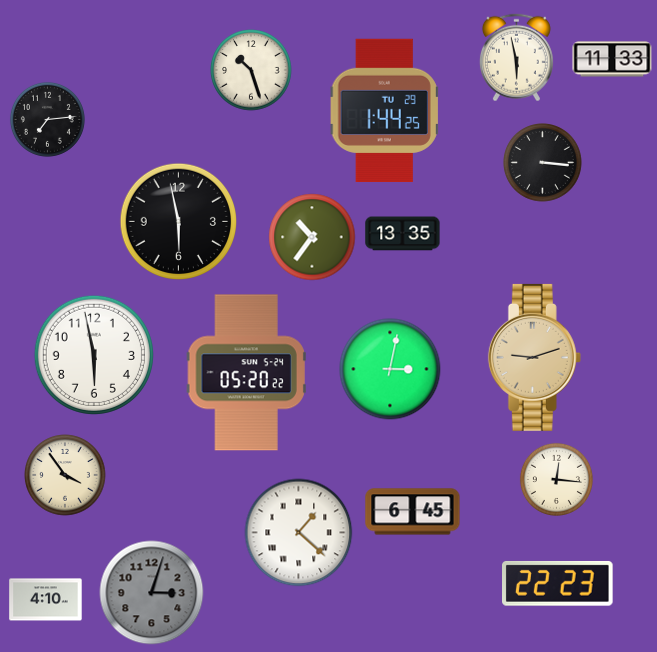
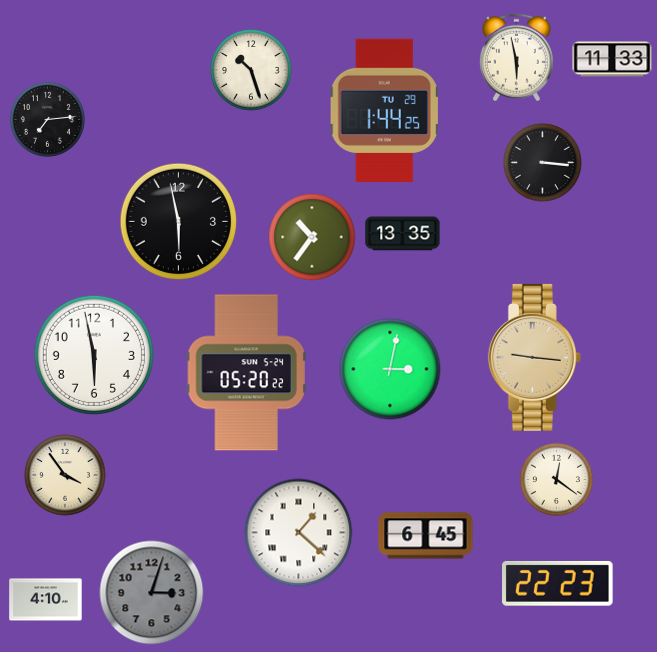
clock at (534, 357): 9:12 -> 9:16
clock at (556, 479): 12:16 -> 12:21
clock at (413, 512) position: (413, 512) -> (426, 536)
